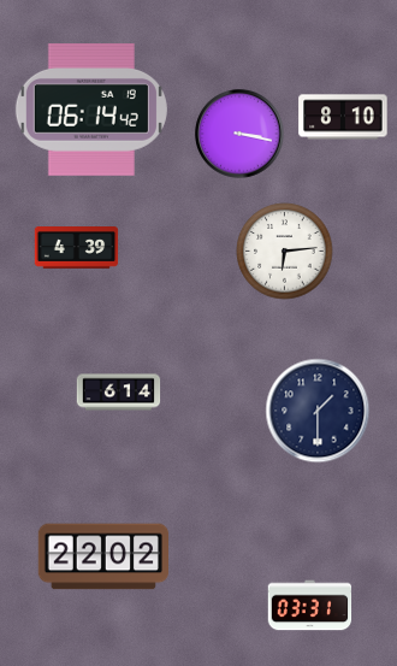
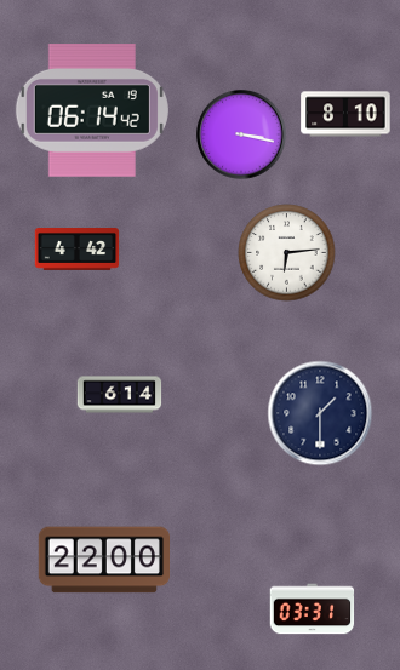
clock at (343, 117) position: (343, 117) -> (345, 114)
clock at (77, 248): 4:39 -> 4:42
clock at (102, 556): 22:02 -> 22:00
